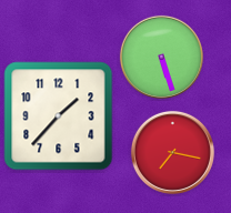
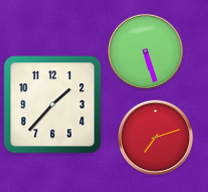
clock at (172, 152): 7:17 -> 7:12
